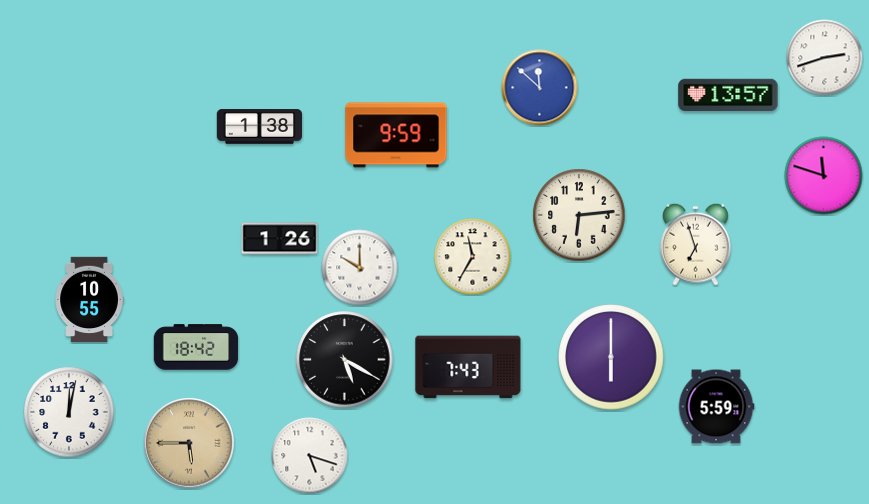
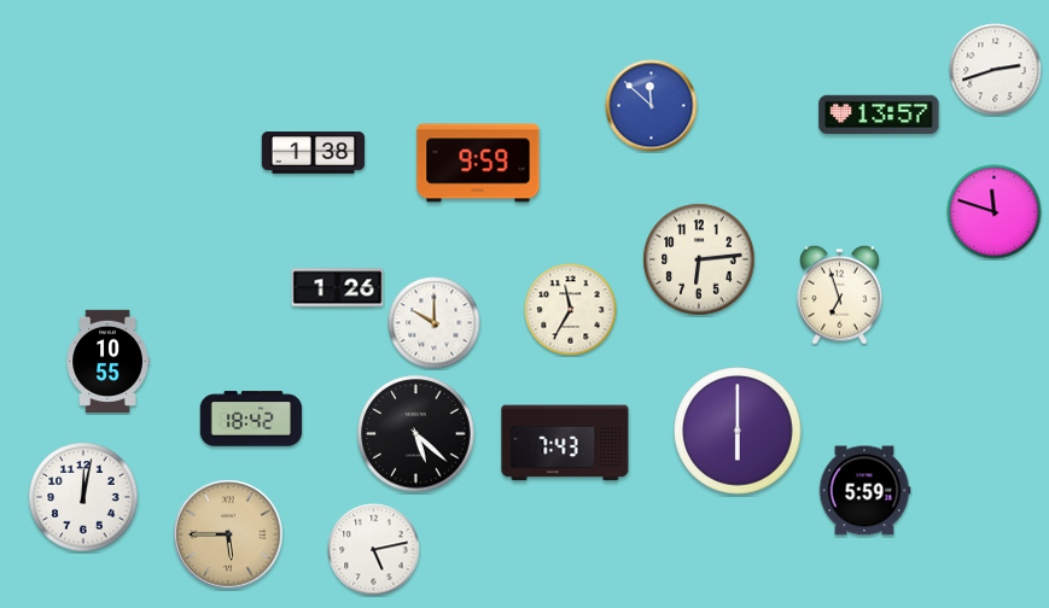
clock at (196, 347) position: (196, 347) -> (251, 419)
clock at (345, 360): 5:20 -> 5:22
clock at (310, 456): 5:18 -> 5:13
